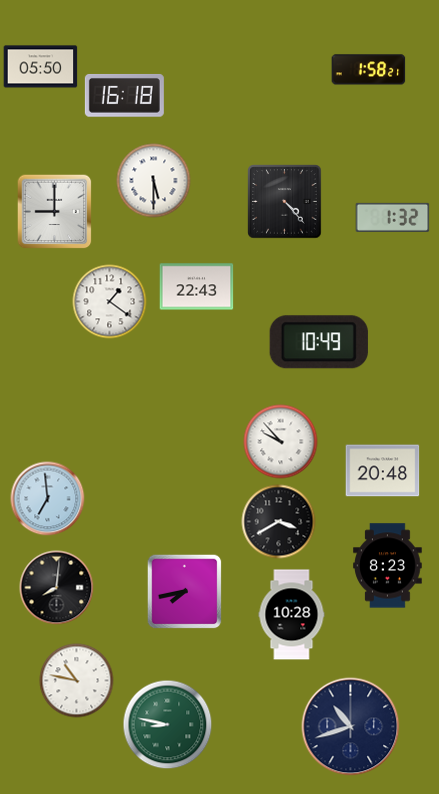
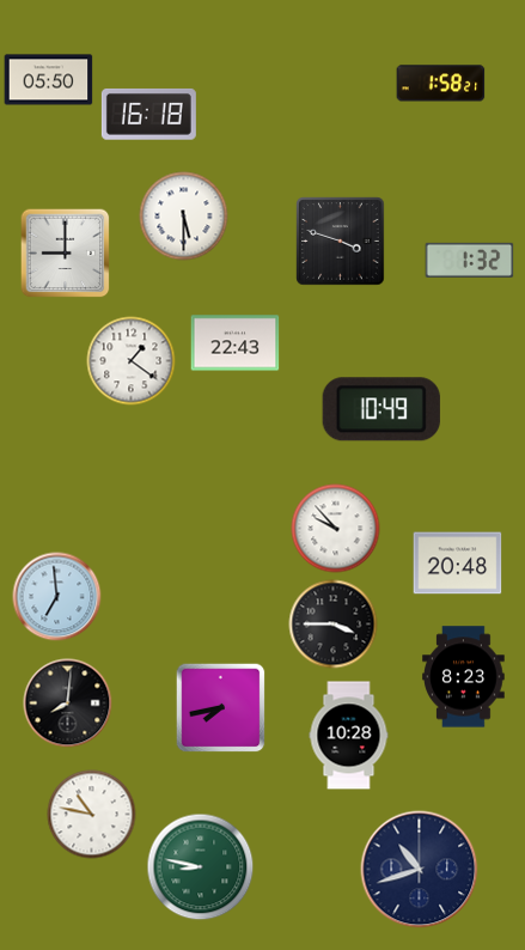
clock at (285, 202): 4:23 -> 3:48
clock at (279, 522): 3:40 -> 3:45
